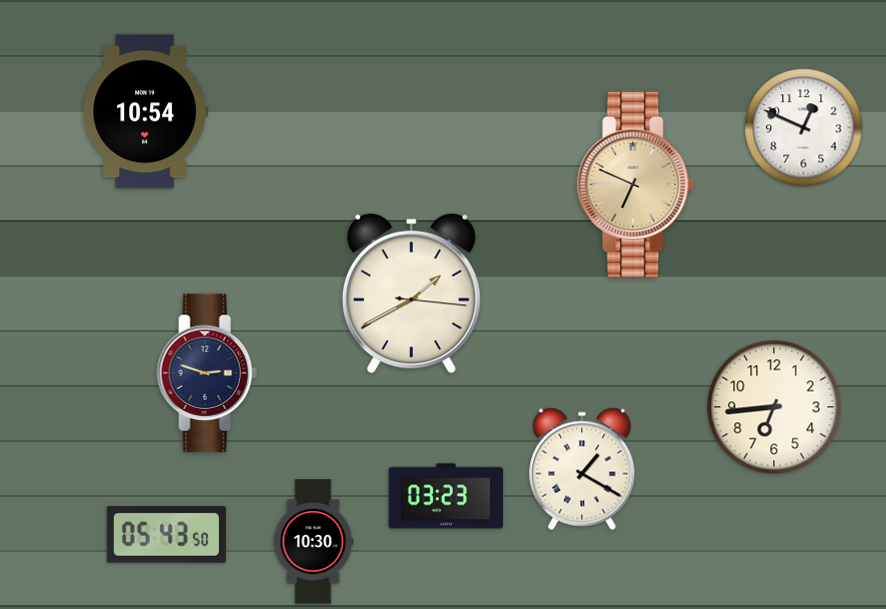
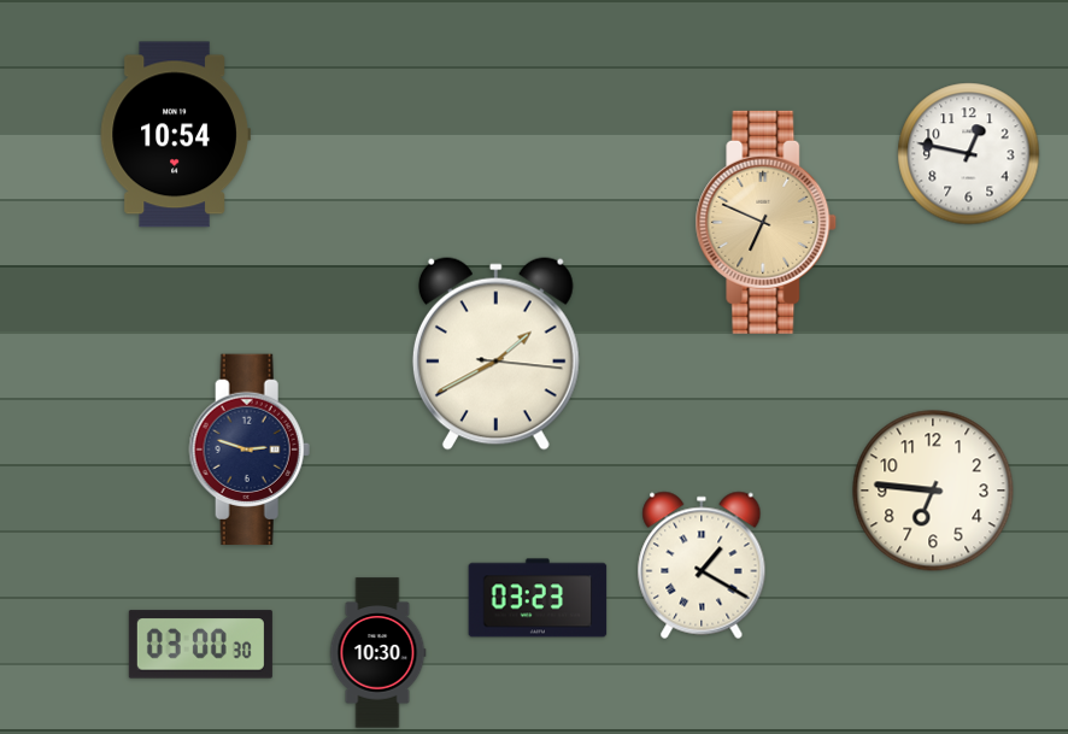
clock at (804, 128): 12:49 -> 12:47
clock at (774, 407): 6:44 -> 6:46
clock at (166, 535): 05:43 -> 03:00
